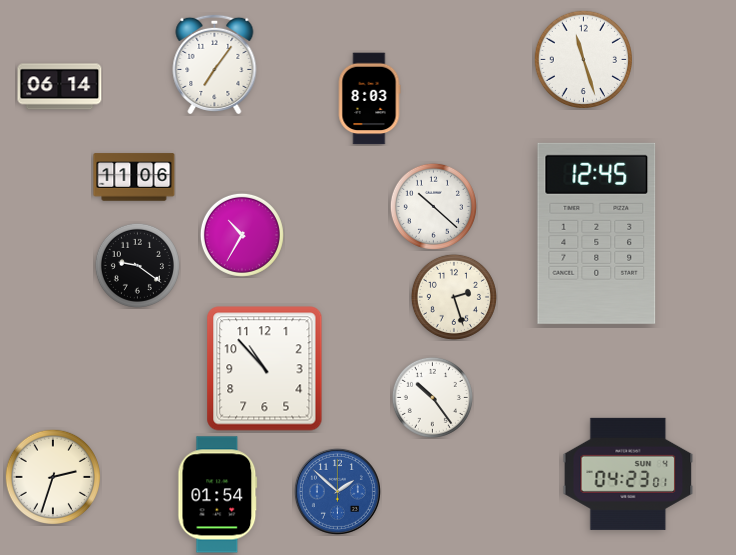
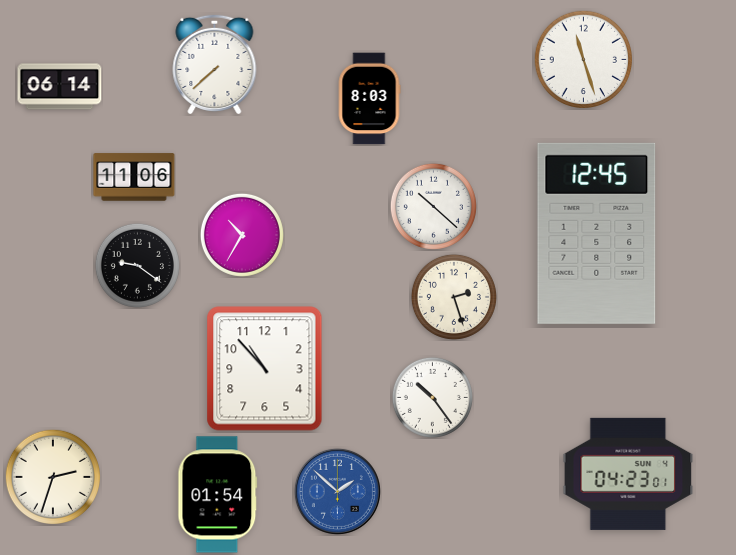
clock at (215, 63): 7:06 -> 7:38
